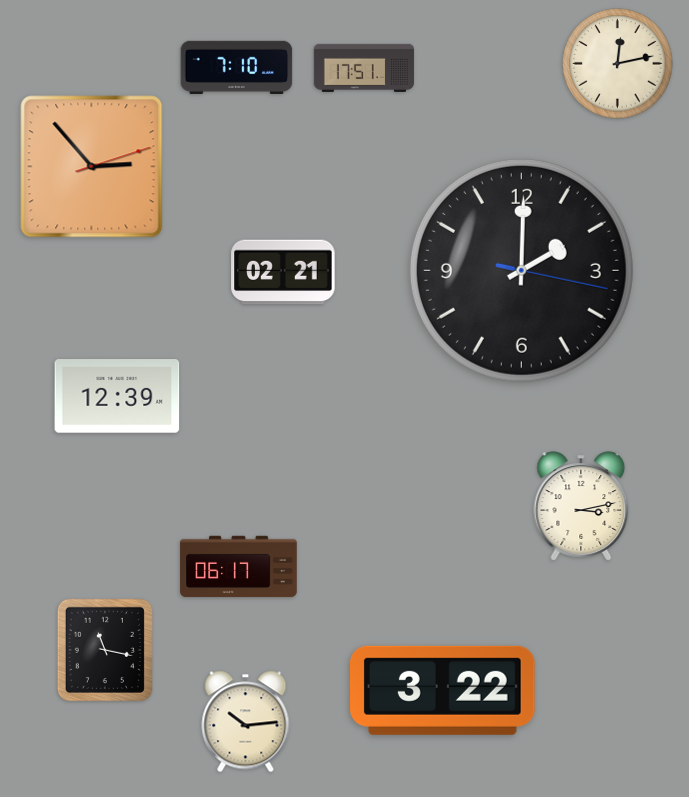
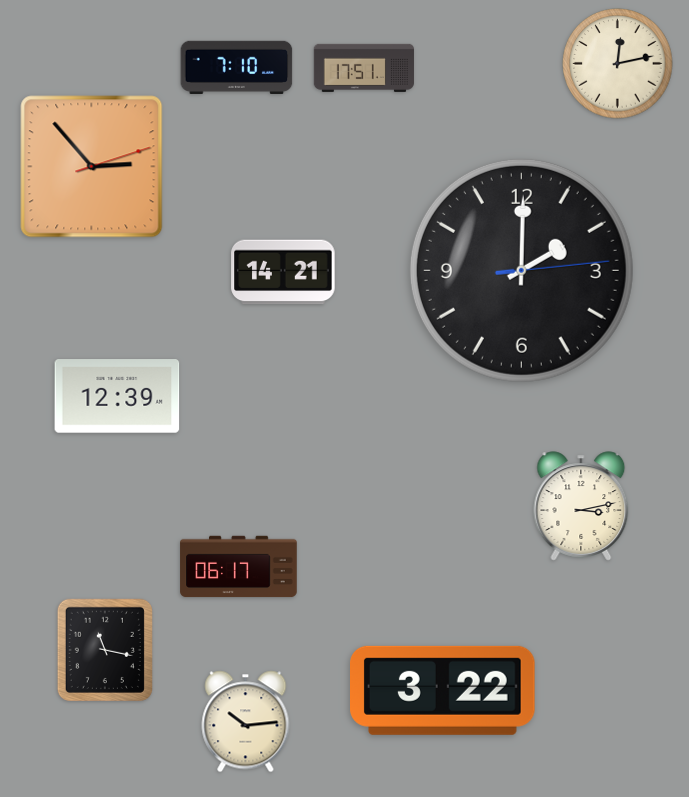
clock at (521, 270): 2:00:17 -> 2:00:14
clock at (283, 272): 02:21 -> 14:21
